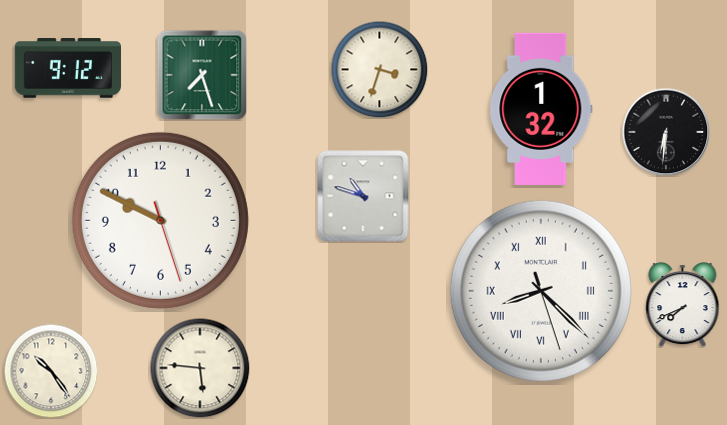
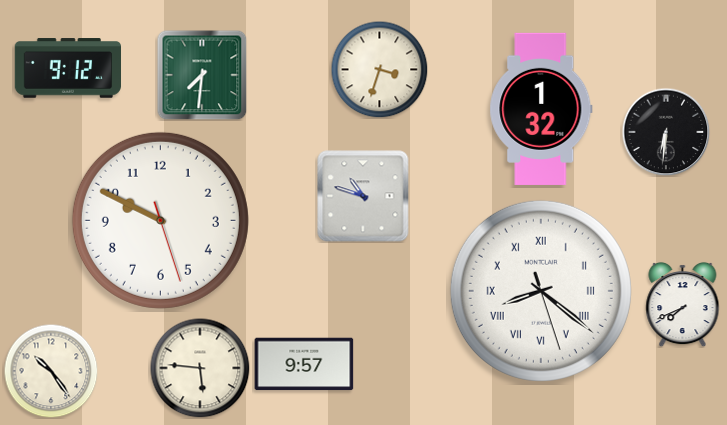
clock at (202, 75): 7:27 -> 7:31
clock at (541, 291): 8:22 -> 8:21
clock at (304, 364): none -> 9:57
